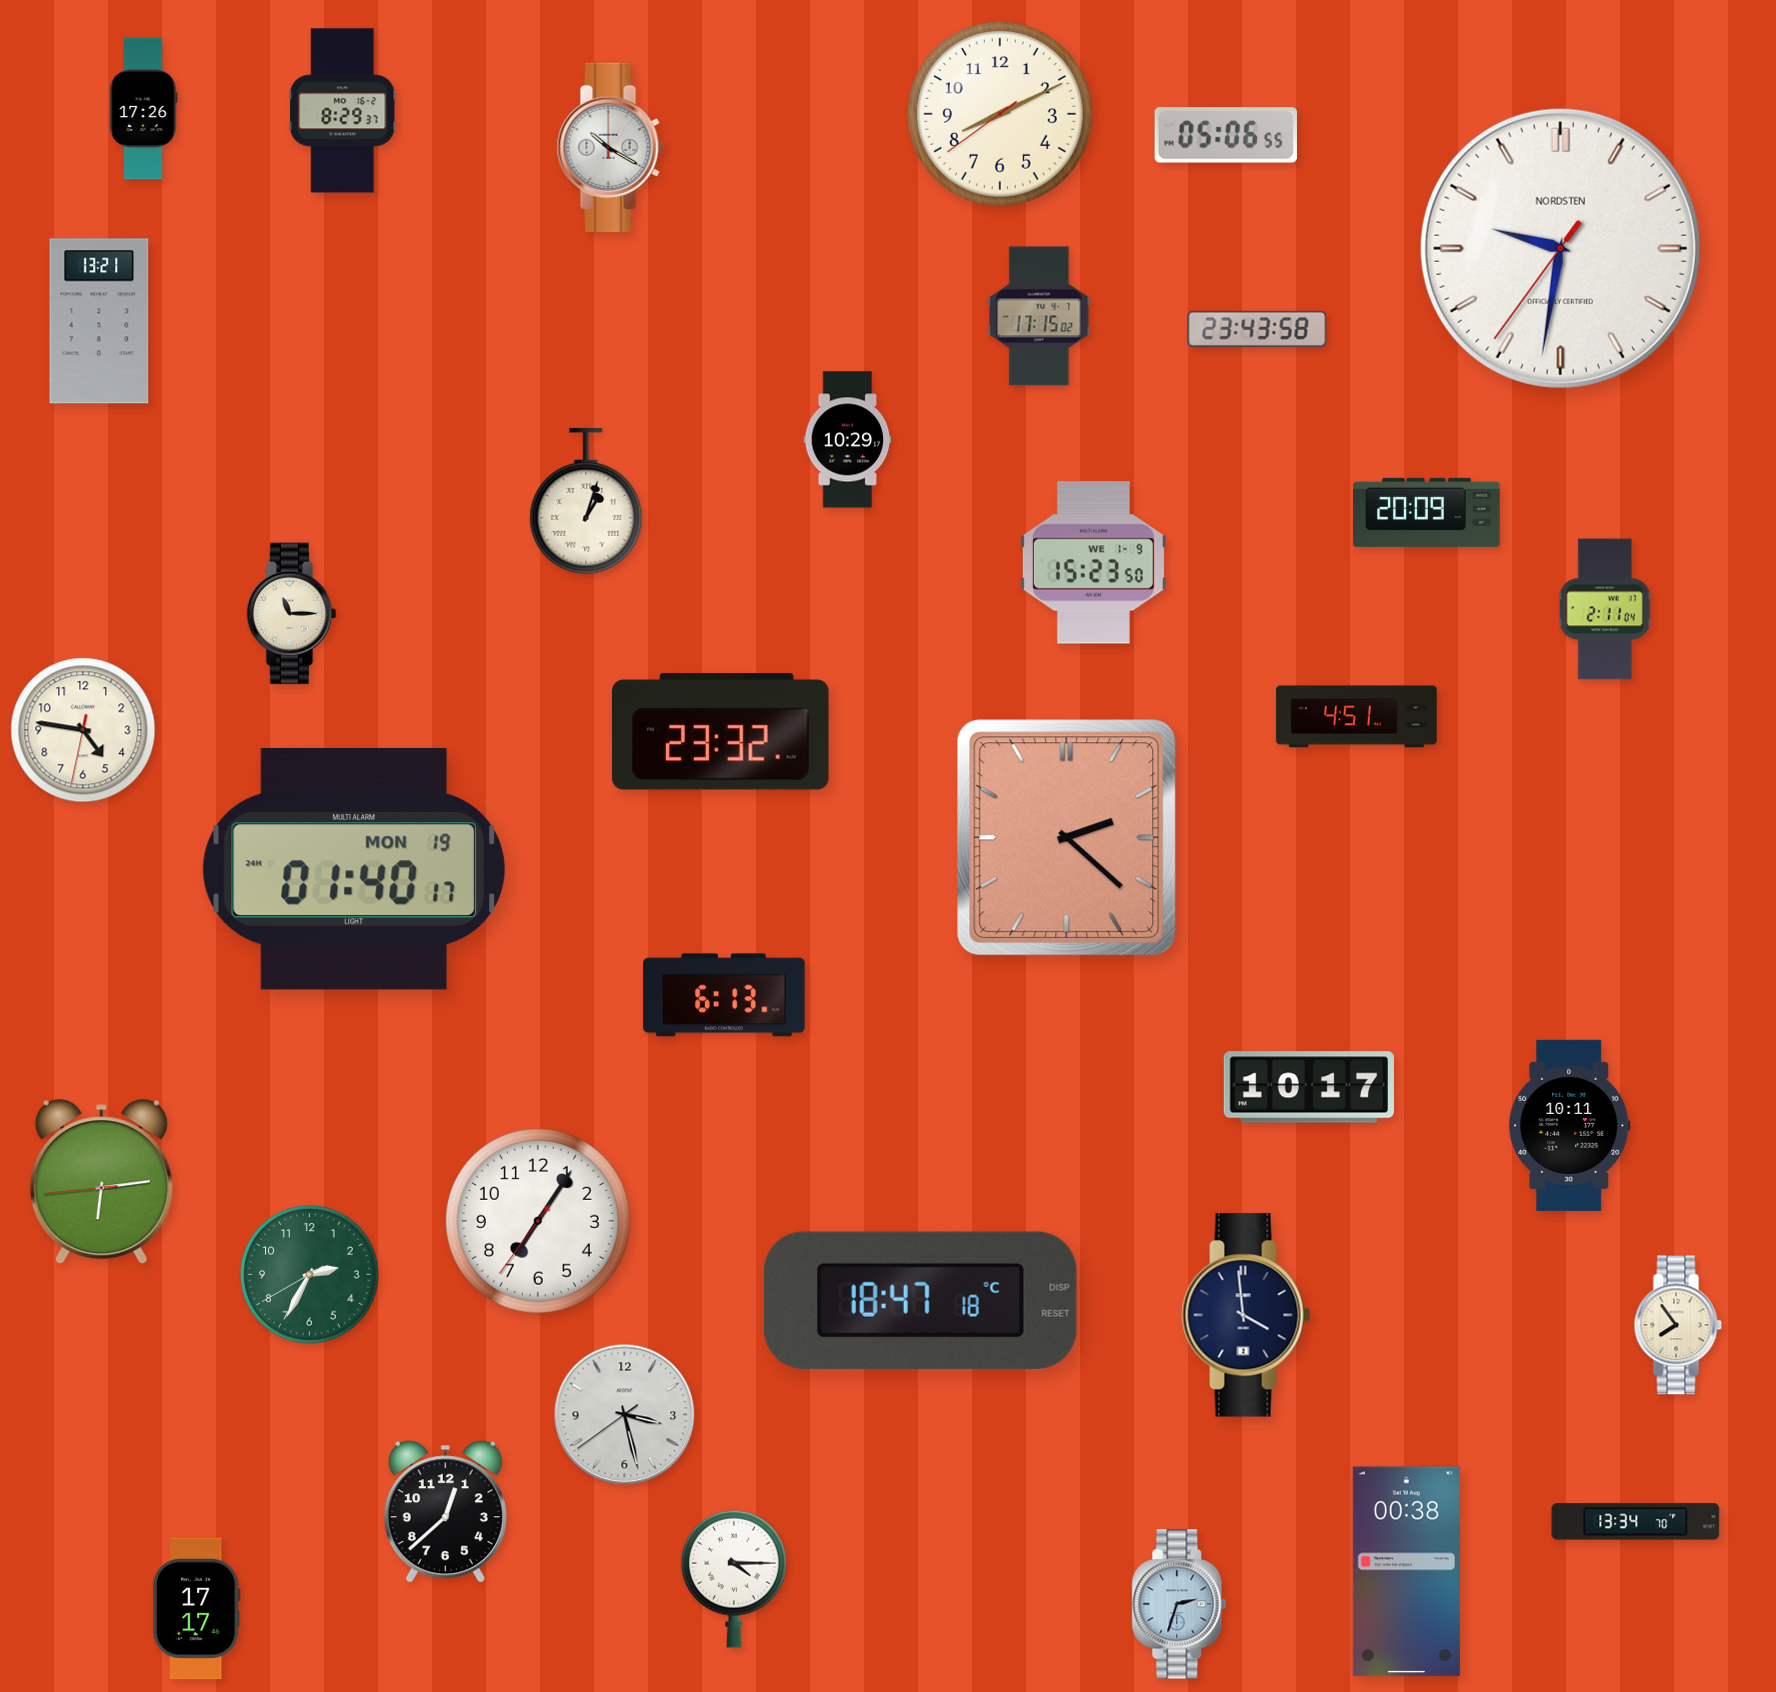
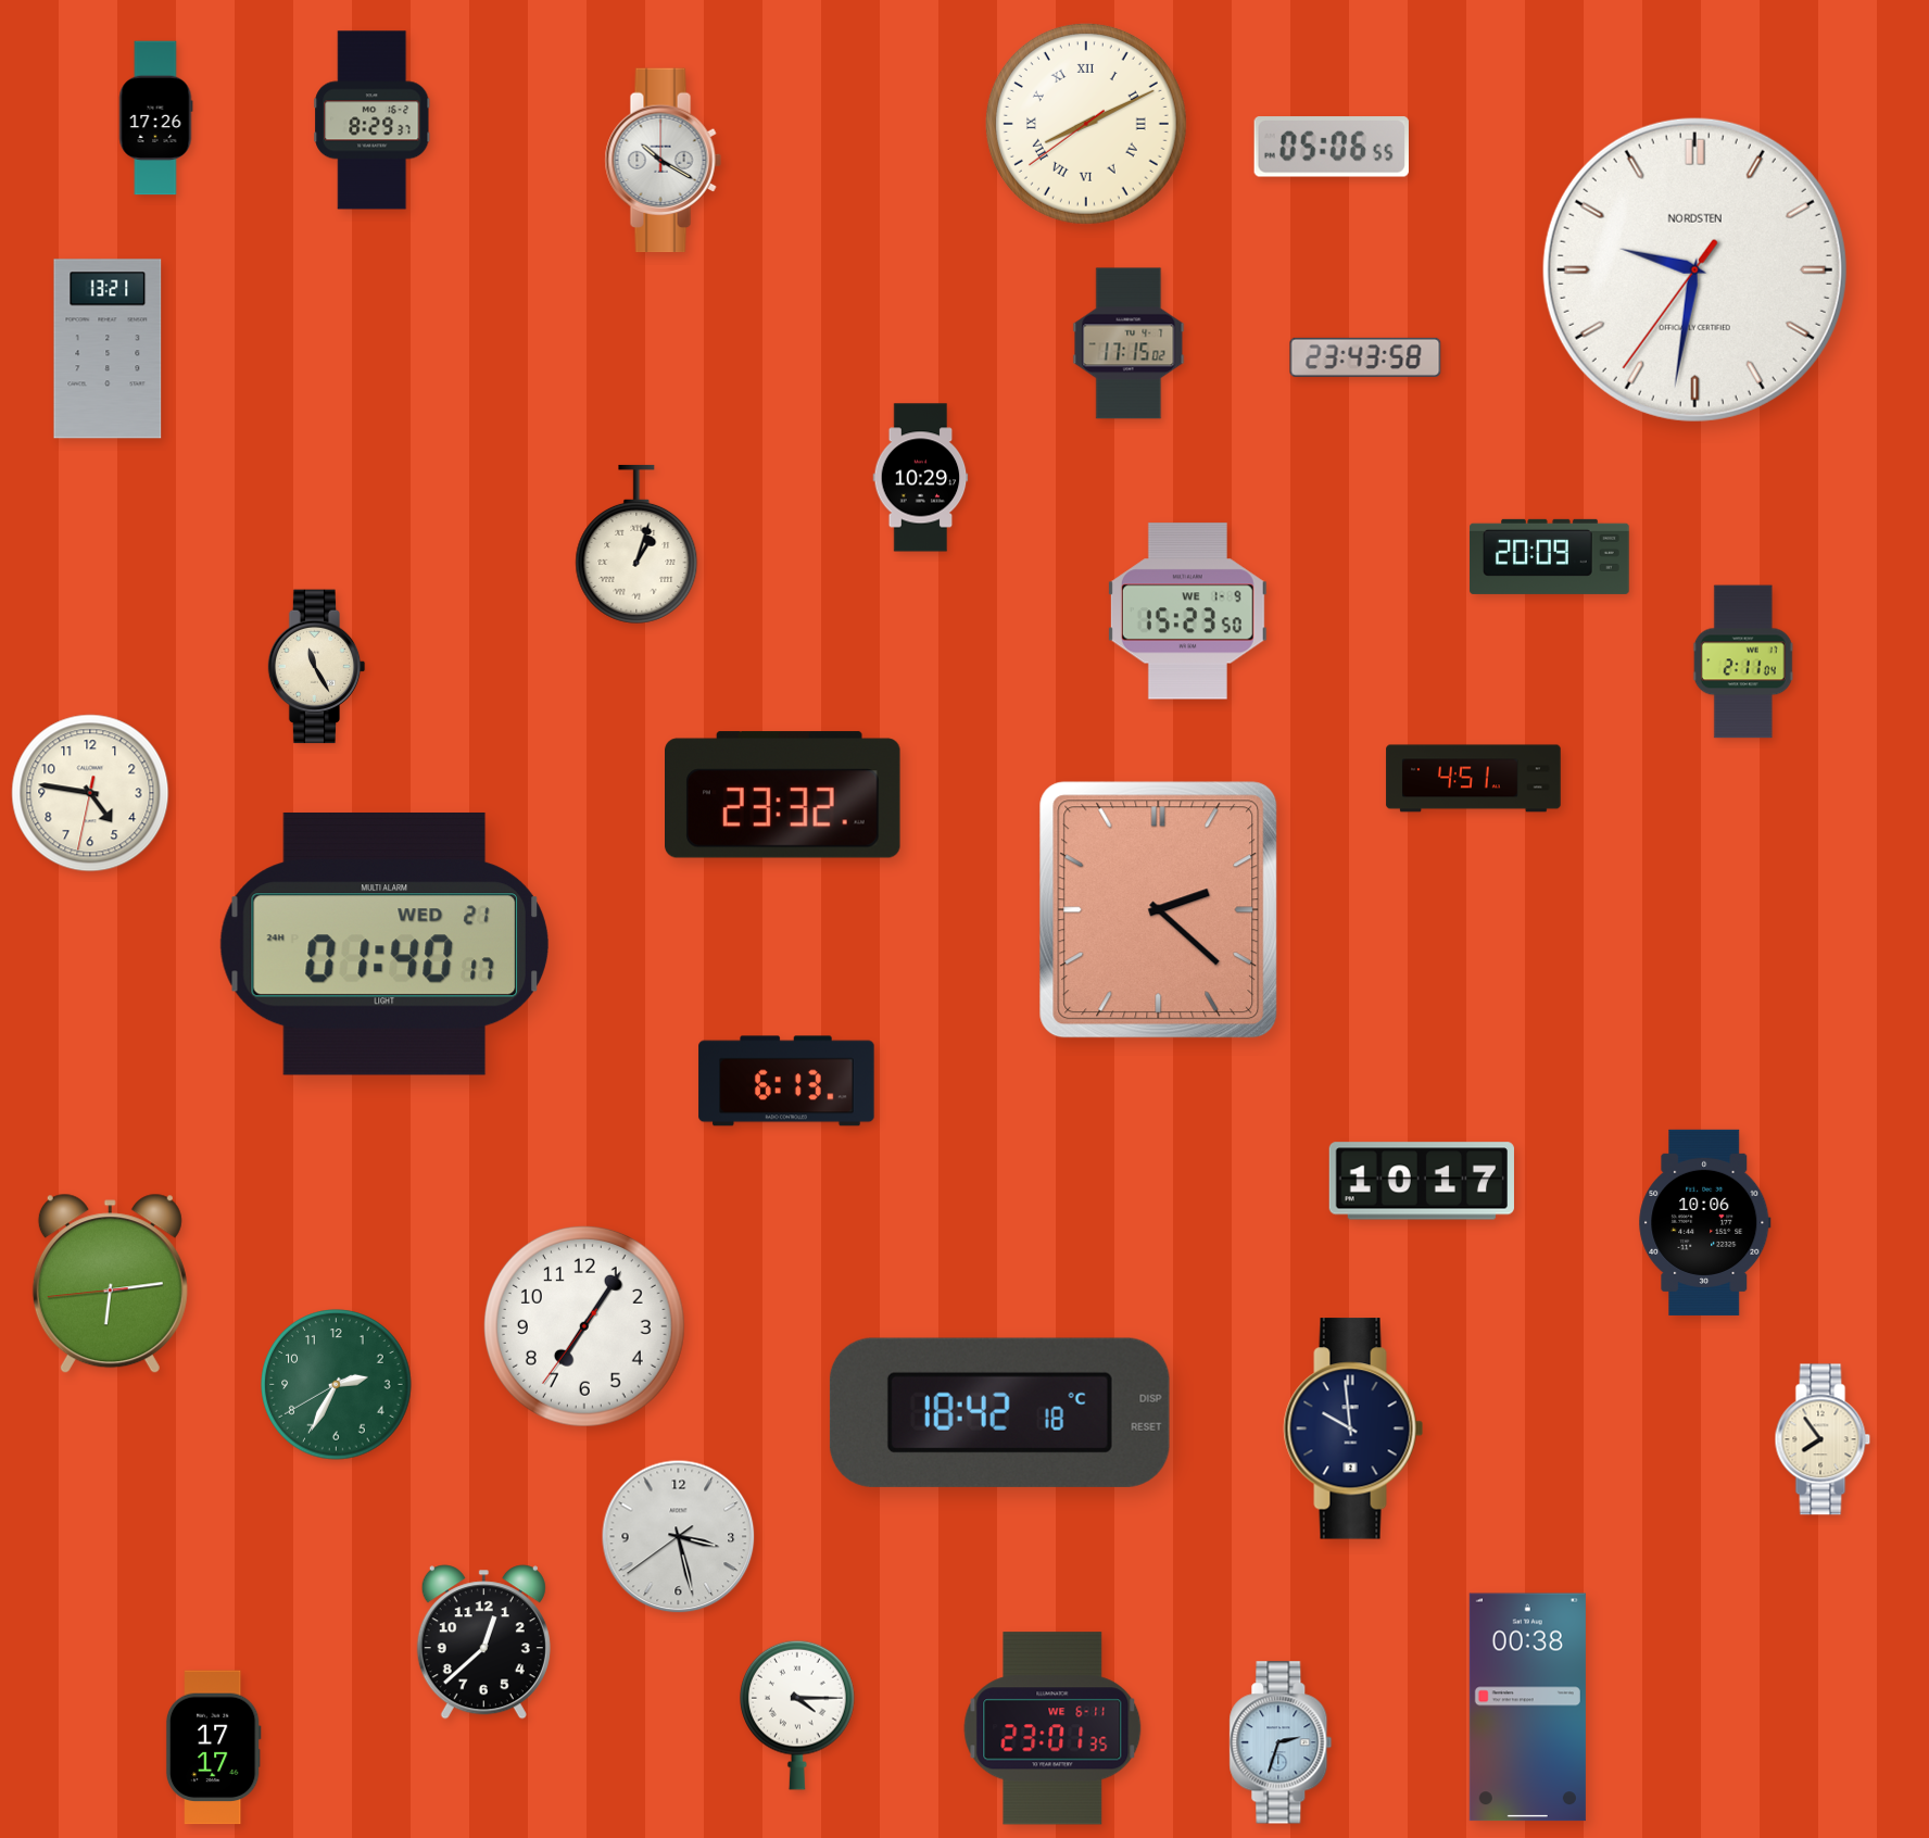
clock at (1000, 114) numerals: Arabic -> Roman
clock at (292, 614): 11:15 -> 11:25
clock at (354, 869) date: MON 19 -> WED 21
clock at (1570, 1125): 10:11 -> 10:06
clock at (920, 1300): 18:47 -> 18:42
clock at (1246, 1315): 3:59 -> 9:59
clock at (1636, 1522): 13:34 -> none
clock at (1052, 1728): none -> 23:01
